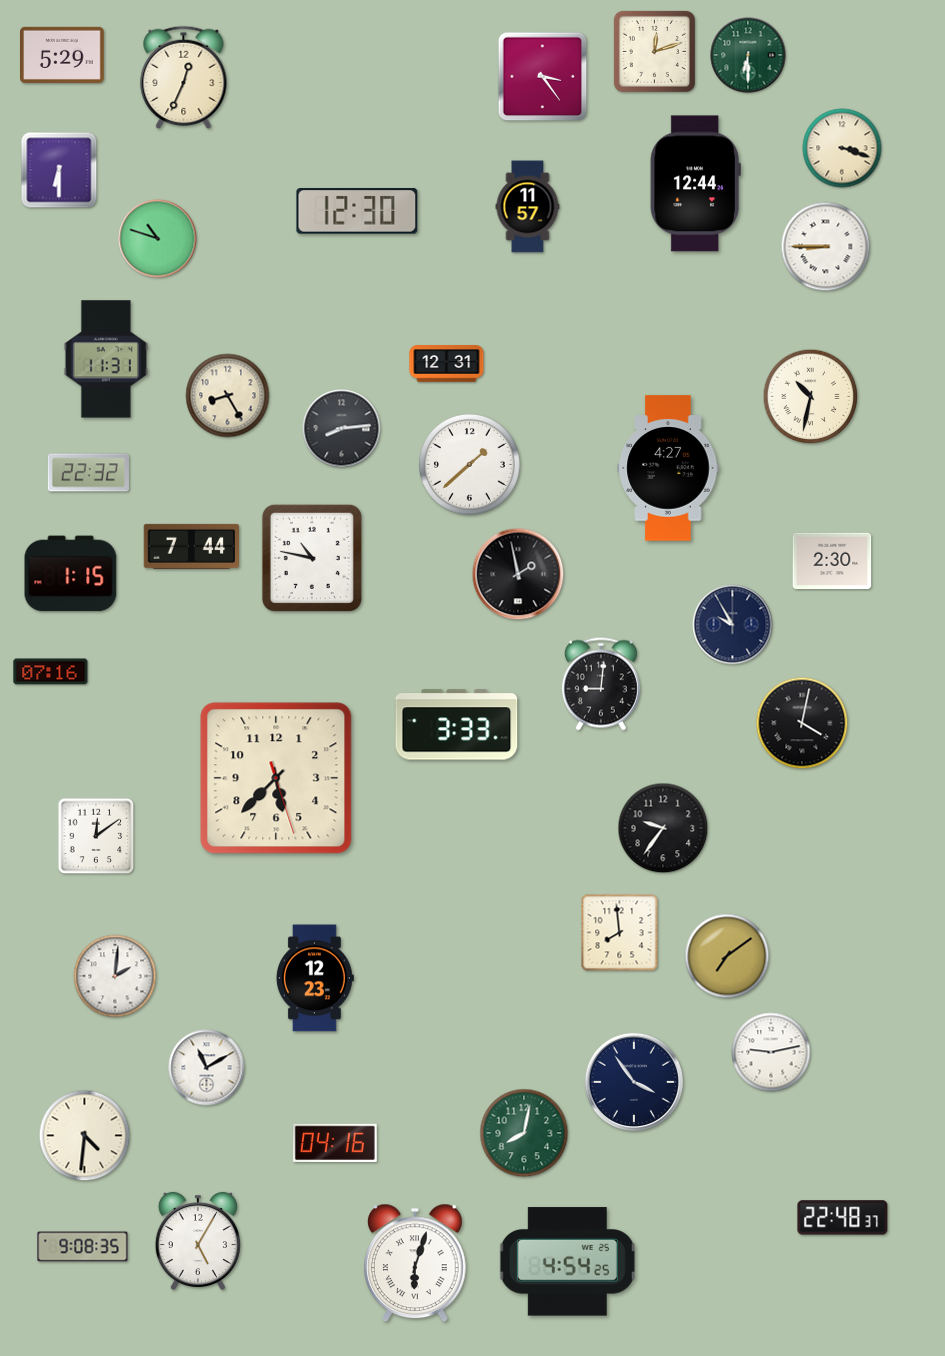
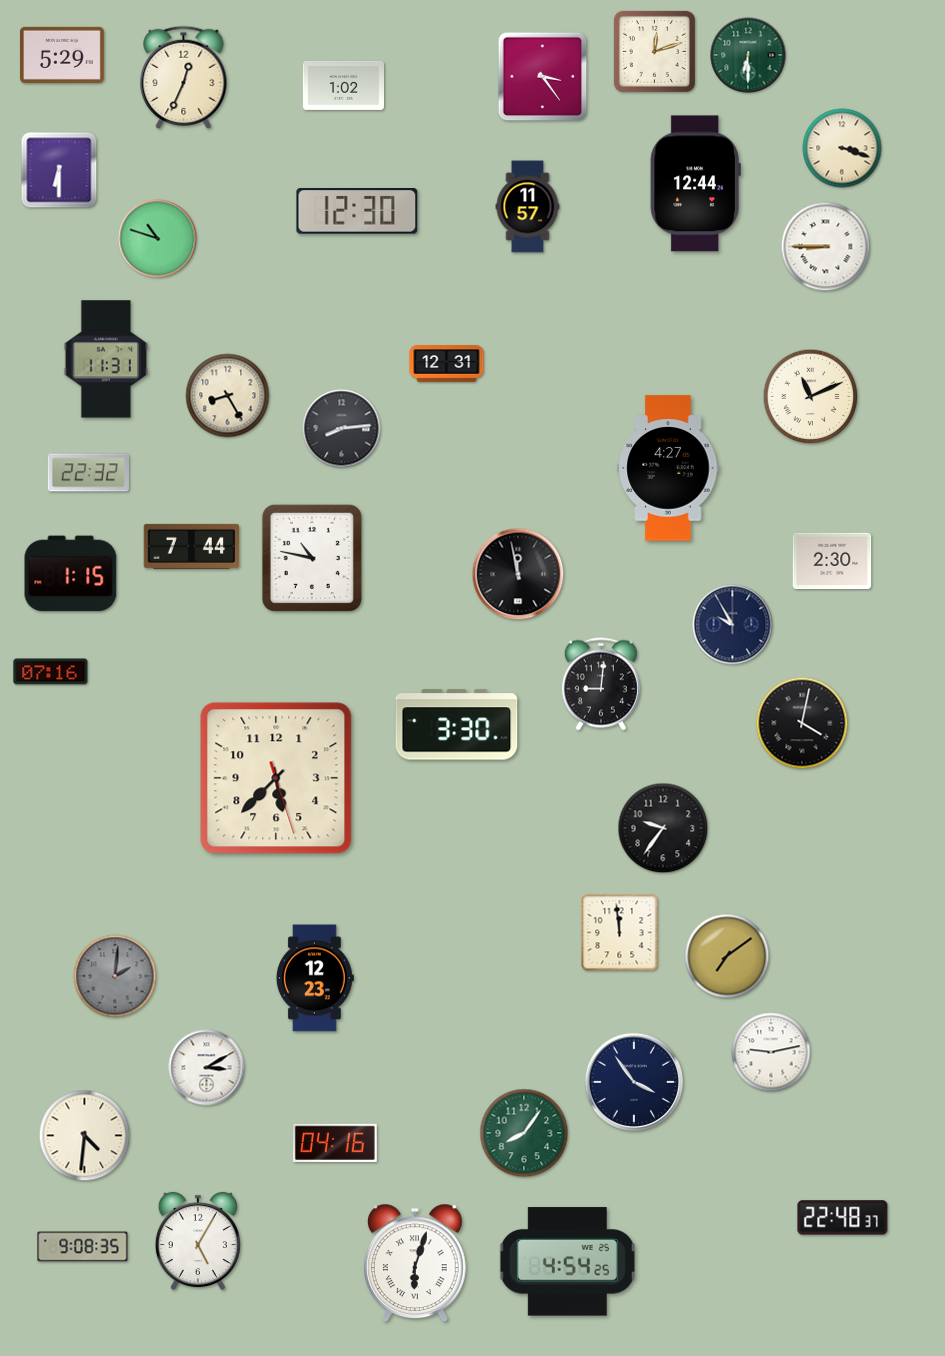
clock at (343, 85): none -> 1:02
clock at (811, 397): 10:32 -> 11:11
clock at (470, 465): 1:38 -> none
clock at (518, 574): 1:58 -> 11:58
clock at (457, 725): 3:33 -> 3:30
clock at (96, 836): 12:09 -> none
clock at (620, 933): 7:59 -> 11:59
clock at (115, 976) dial: white -> grey
clock at (207, 1068): 11:10 -> 3:10
clock at (524, 1133): 8:02 -> 8:06
